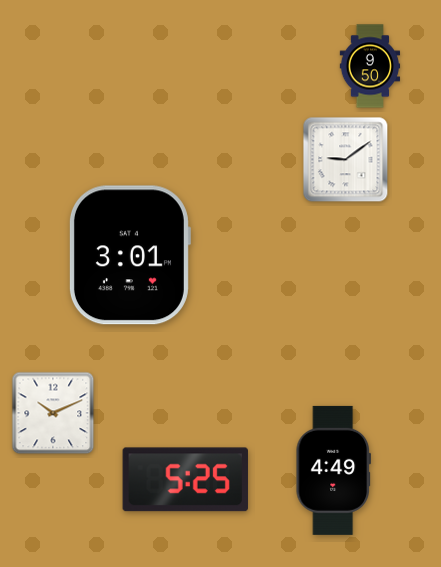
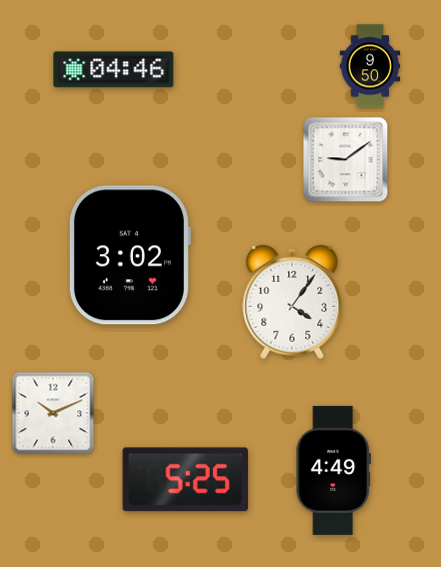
clock at (114, 70): none -> 04:46
clock at (129, 255): 3:01 -> 3:02
clock at (292, 302): none -> 4:06
